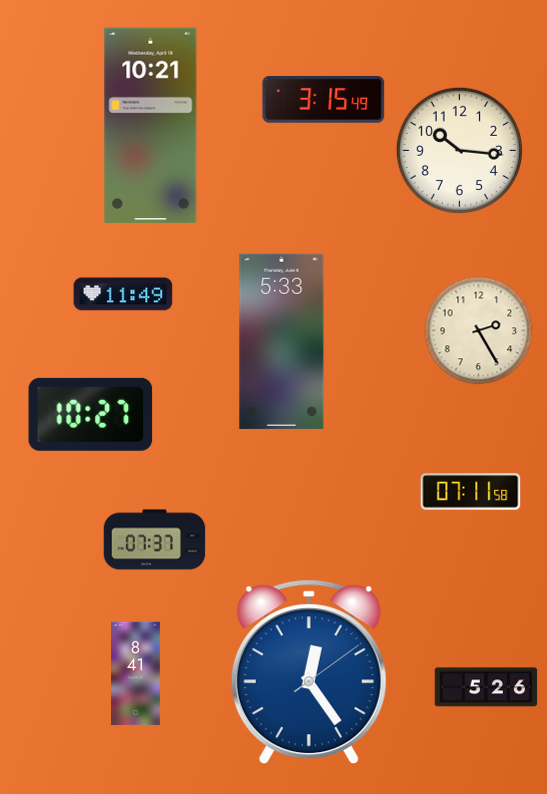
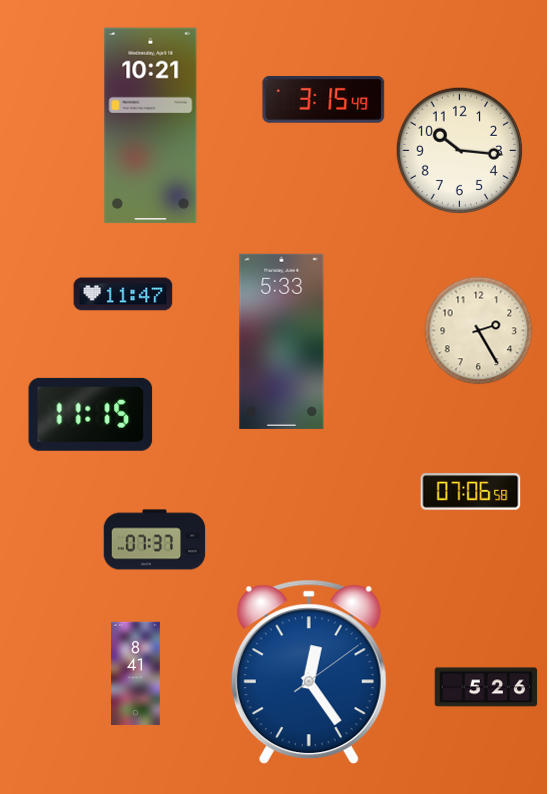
clock at (123, 294): 11:49 -> 11:47
clock at (91, 414): 10:27 -> 11:15
clock at (471, 492): 07:11 -> 07:06
